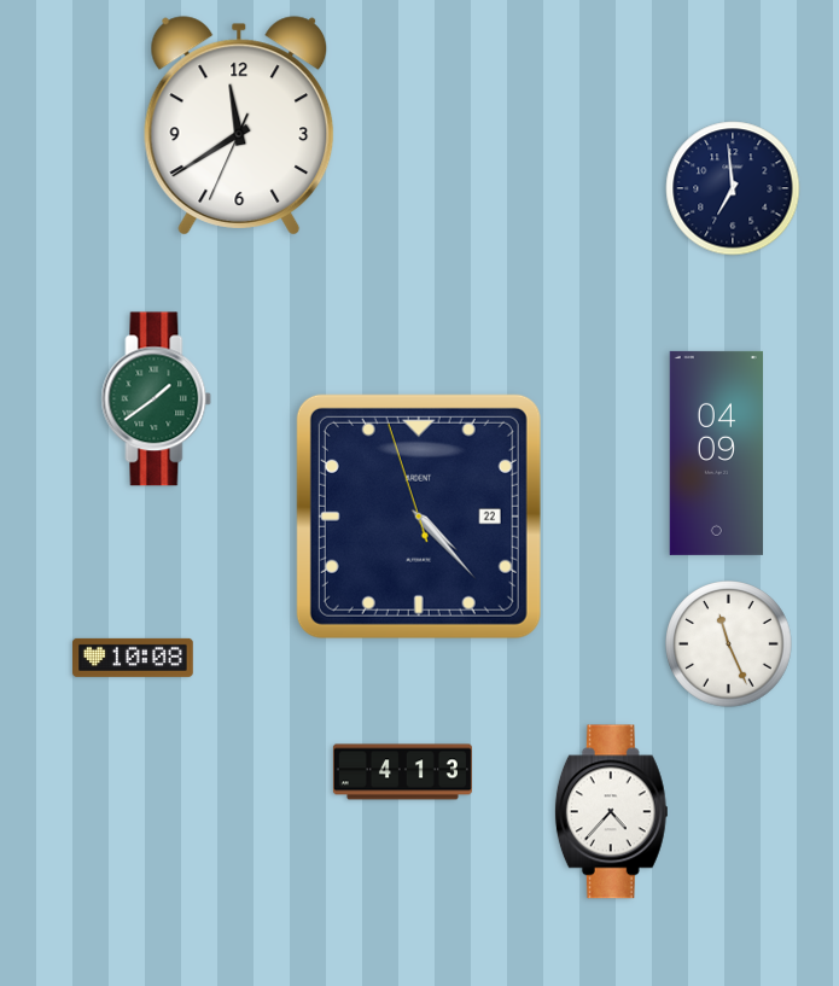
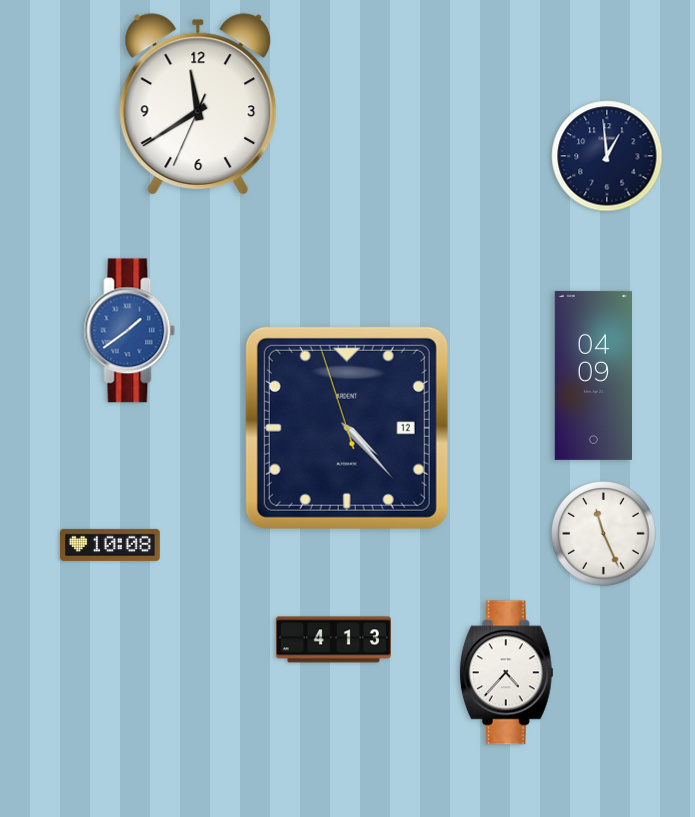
clock at (733, 188): 6:59 -> 12:59
clock at (157, 399) dial: green -> blue
clock at (419, 517) date: 22 -> 12
